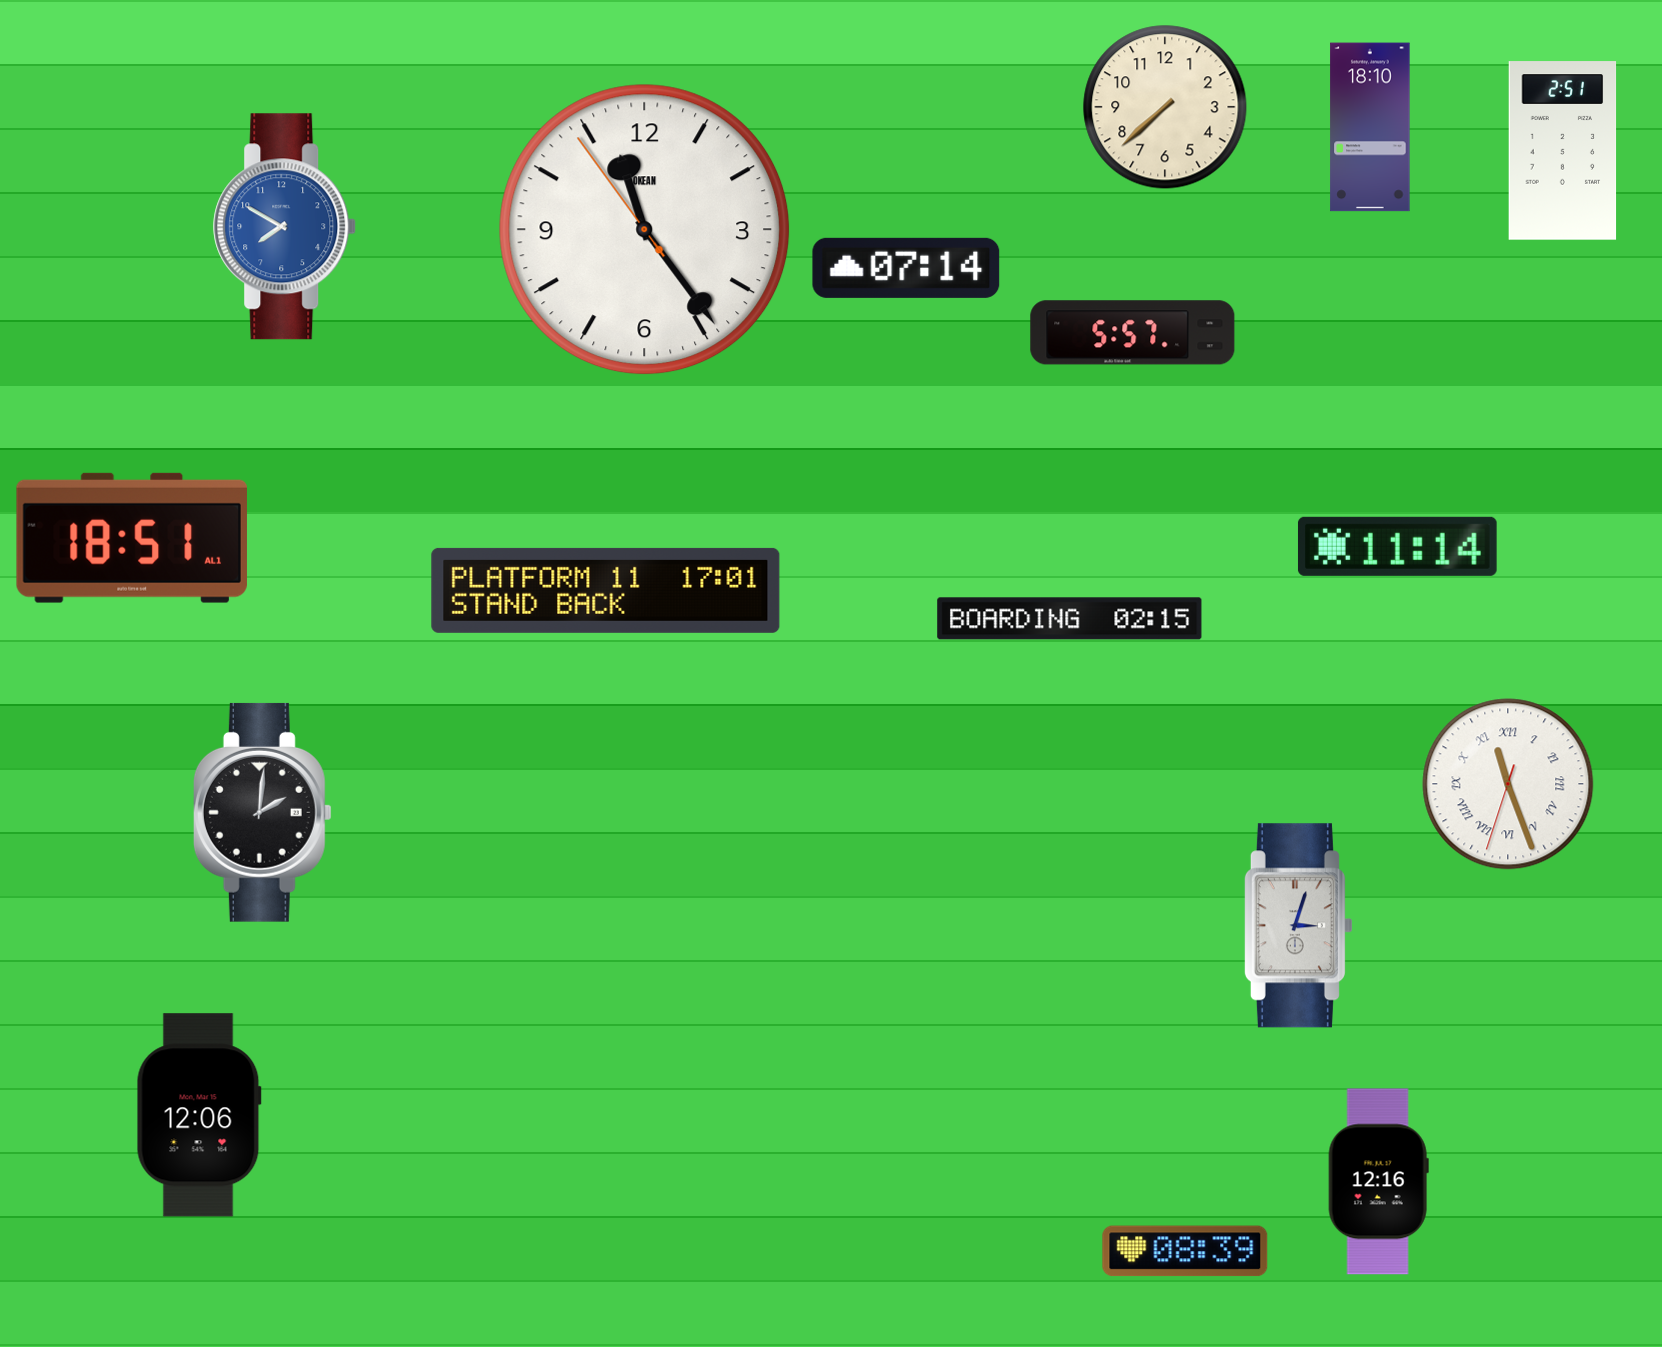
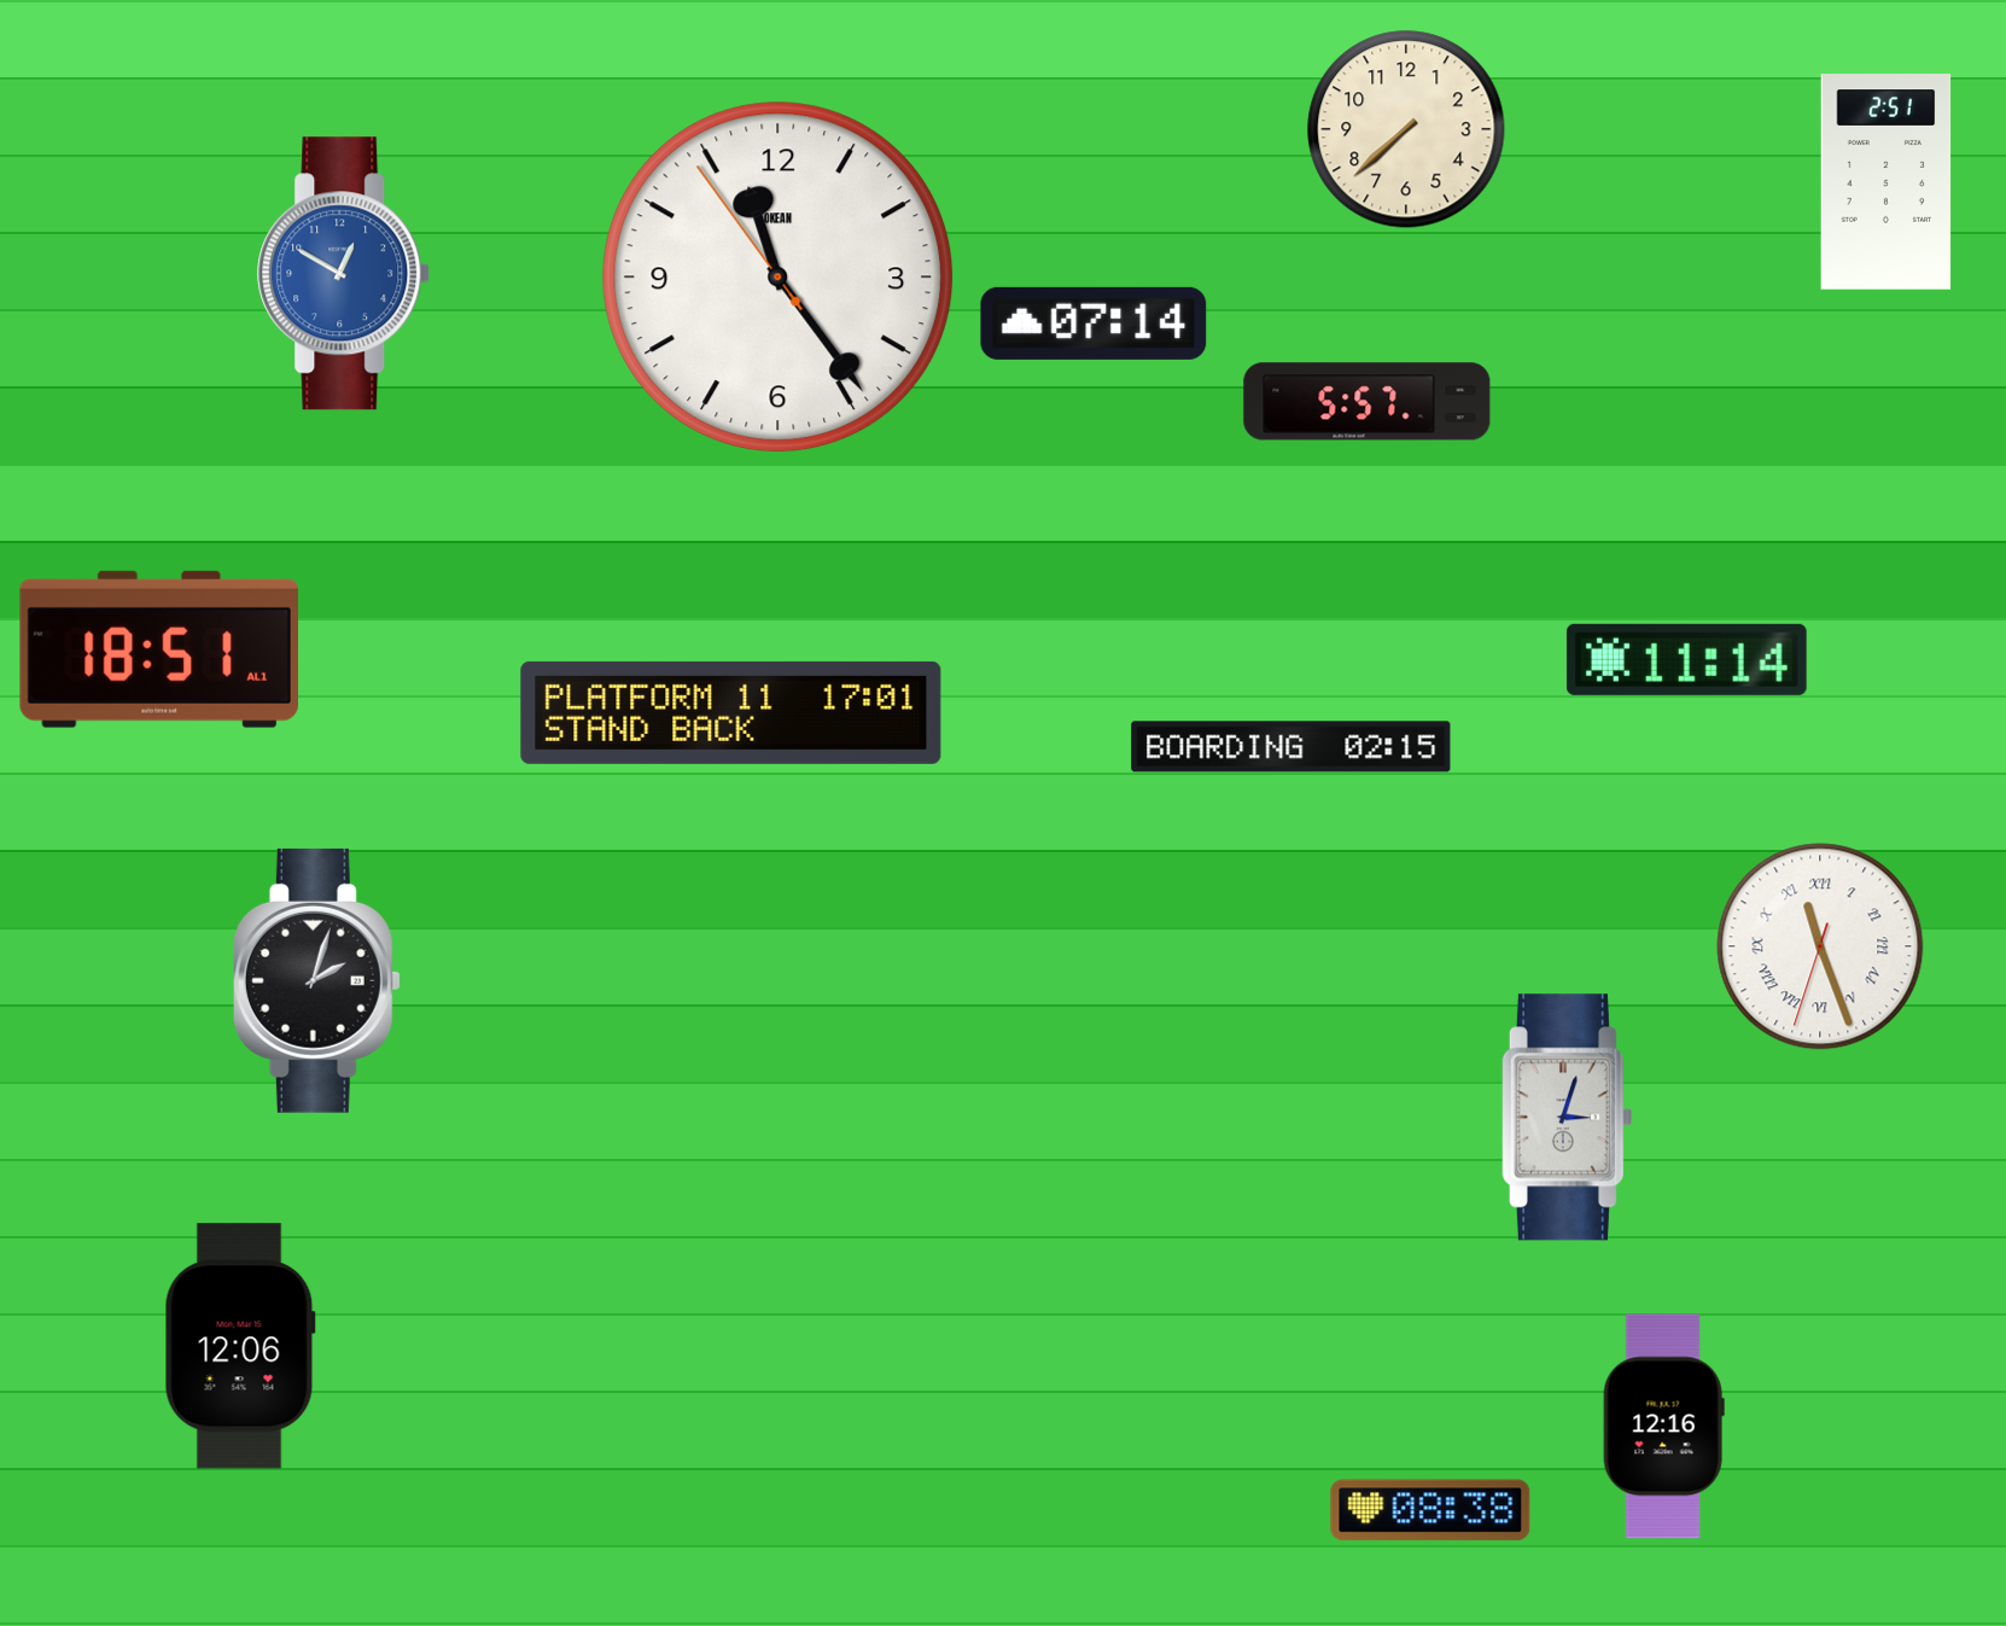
clock at (1370, 127): 18:10 -> none
clock at (285, 227): 7:50 -> 12:50
clock at (262, 812): 2:01 -> 2:03
clock at (1185, 1251): 08:39 -> 08:38
